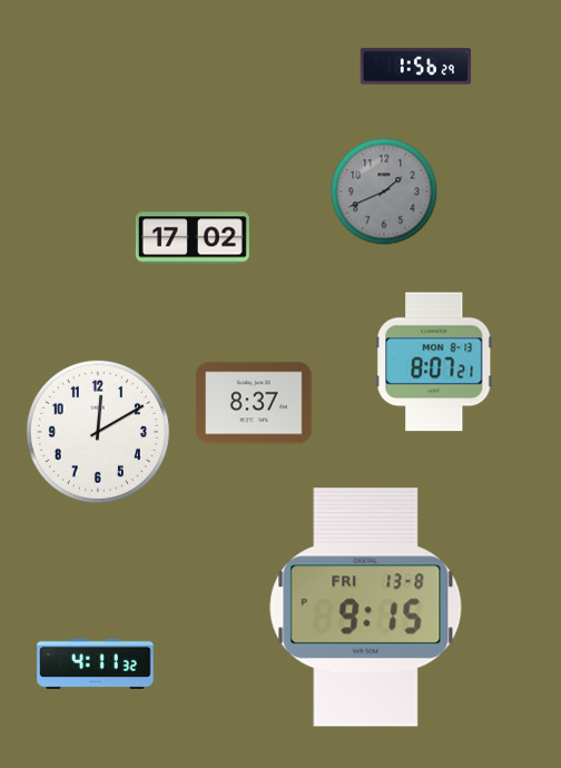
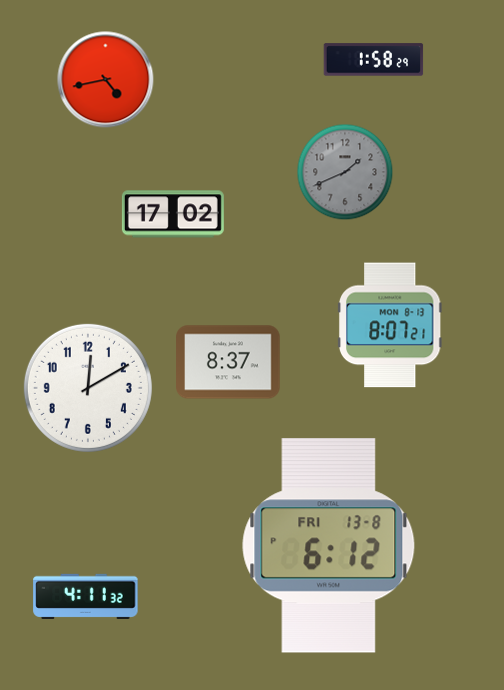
clock at (416, 67): 1:56 -> 1:58
clock at (106, 80): none -> 4:43
clock at (366, 608): 9:15 -> 6:12
